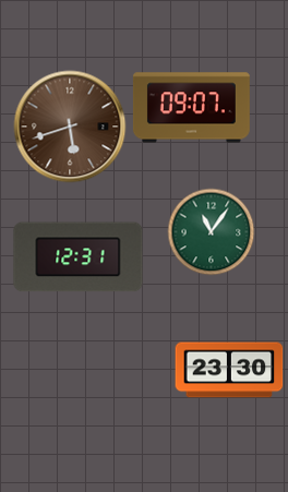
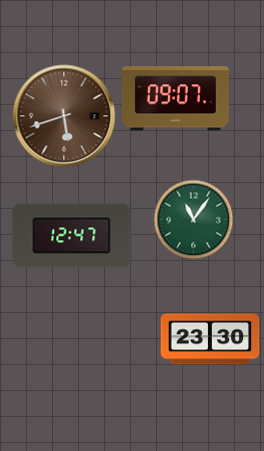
clock at (212, 232) position: (212, 232) -> (194, 220)
clock at (79, 257): 12:31 -> 12:47
